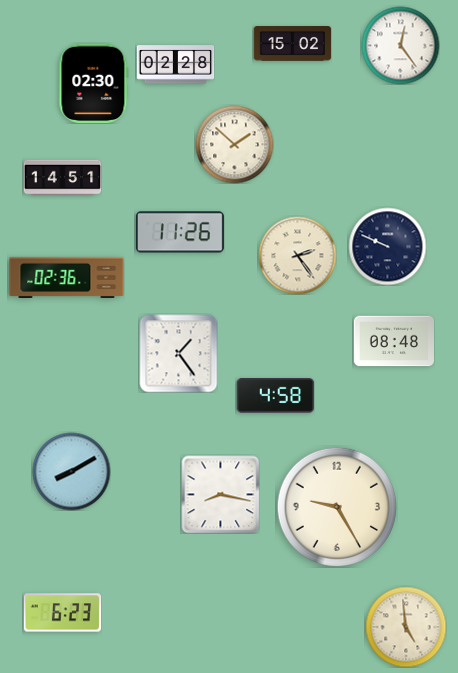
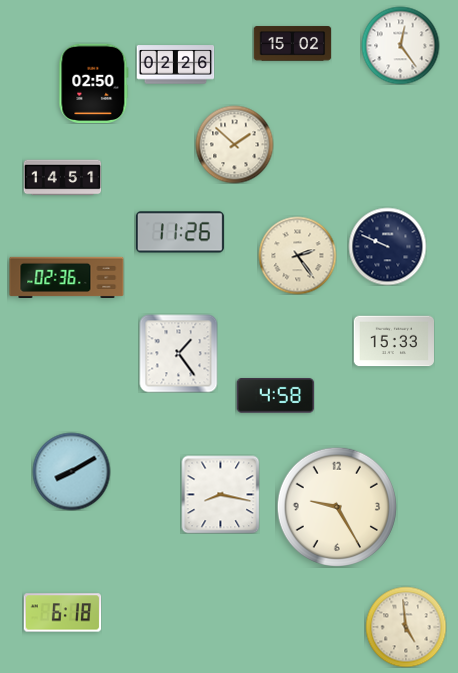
clock at (175, 65): 02:28 -> 02:26
clock at (94, 83): 02:30 -> 02:50
clock at (393, 341): 08:48 -> 15:33
clock at (62, 613): 6:23 -> 6:18
